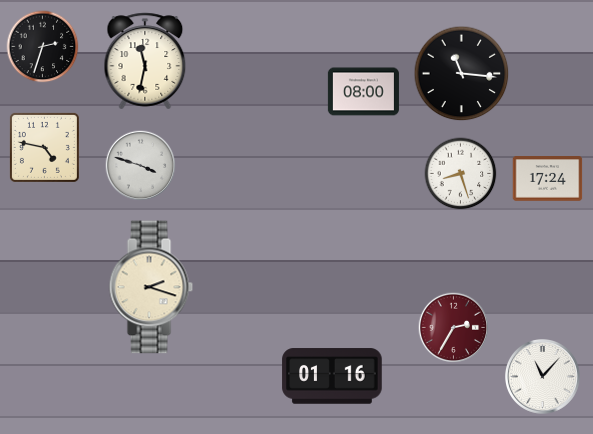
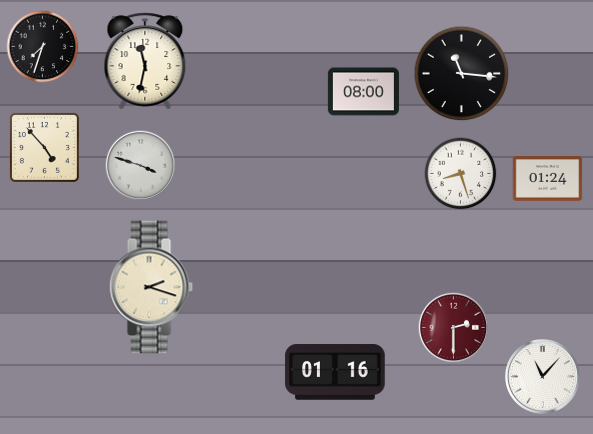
clock at (43, 47): 2:33 -> 7:33
clock at (44, 147): 4:47 -> 4:53
clock at (548, 179): 17:24 -> 01:24
clock at (454, 328): 2:35 -> 2:30
clock at (332, 376) position: (332, 376) -> (335, 372)
